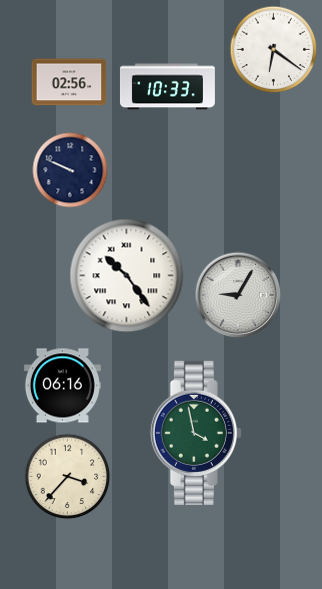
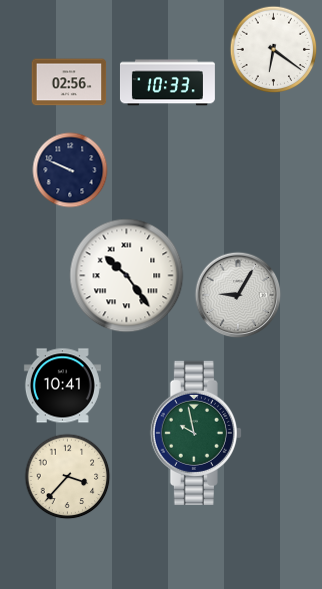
clock at (167, 87) position: (167, 87) -> (167, 83)
clock at (62, 386): 06:16 -> 10:41
clock at (196, 433): 3:58 -> 9:58
